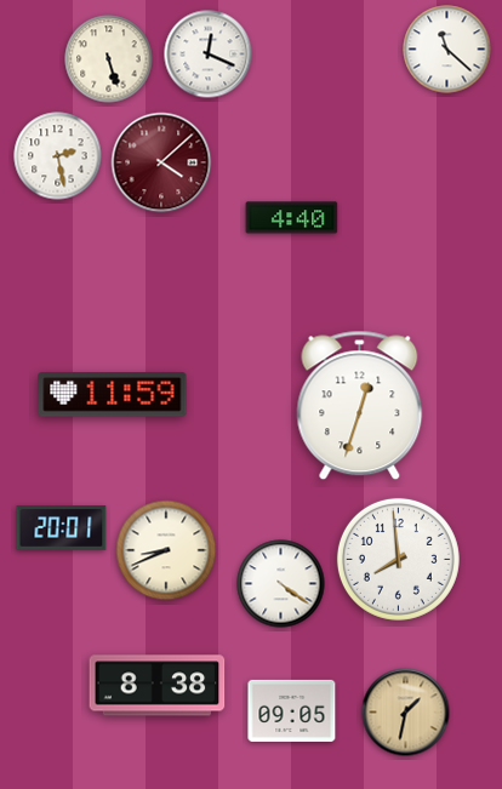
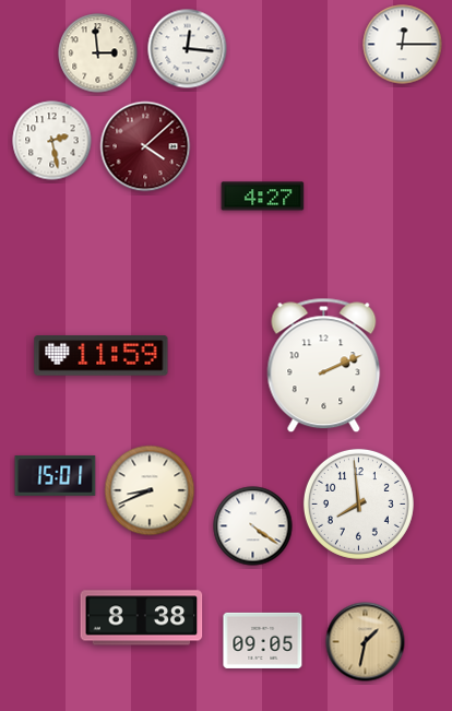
clock at (447, 50): 11:22 -> 12:15
clock at (209, 55): 12:19 -> 12:16
clock at (109, 59): 5:27 -> 2:59
clock at (292, 218): 4:40 -> 4:27
clock at (360, 406): 12:33 -> 2:11
clock at (62, 528): 20:01 -> 15:01
clock at (166, 550) position: (166, 550) -> (150, 490)
